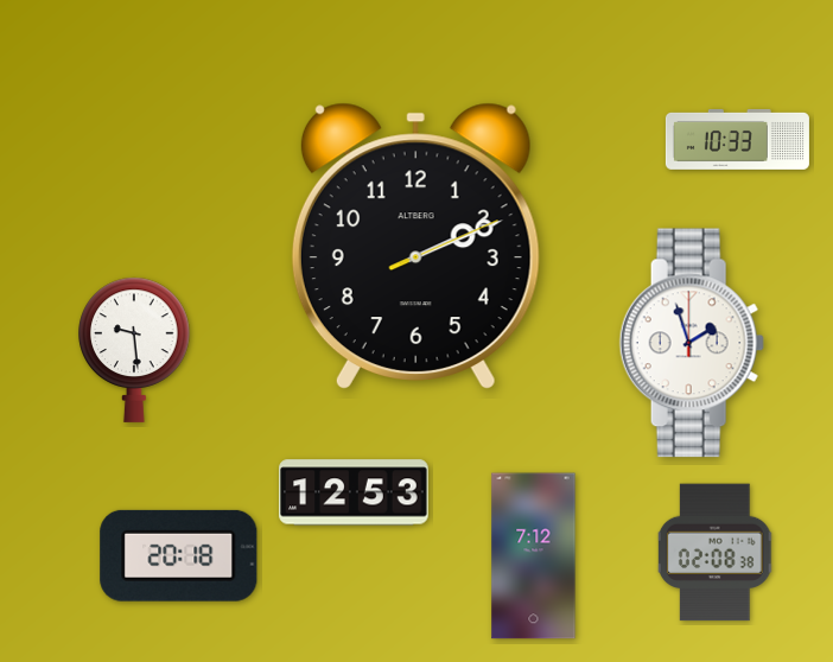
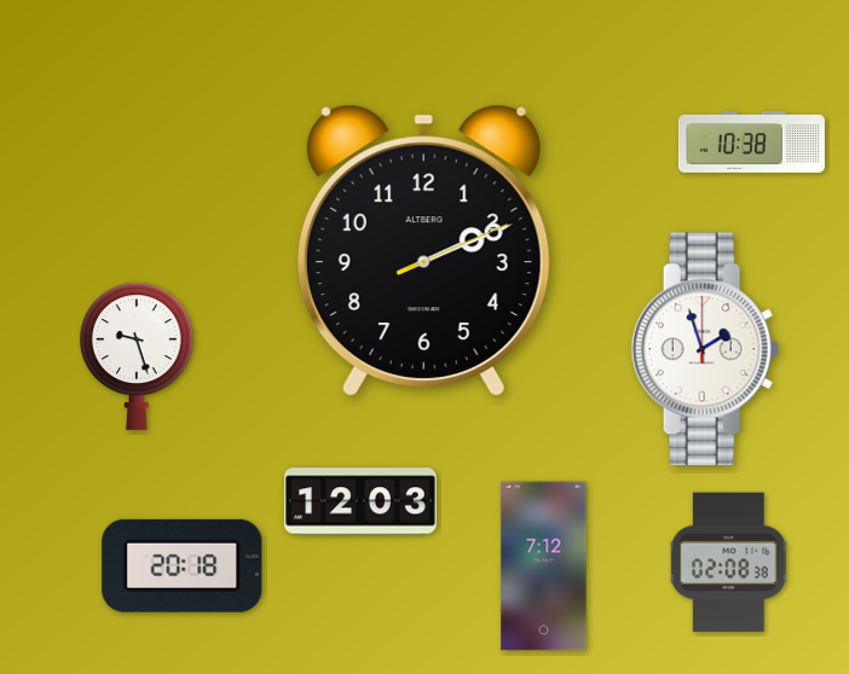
clock at (737, 139): 10:33 -> 10:38
clock at (134, 350): 9:29 -> 9:27
clock at (354, 492): 12:53 -> 12:03
